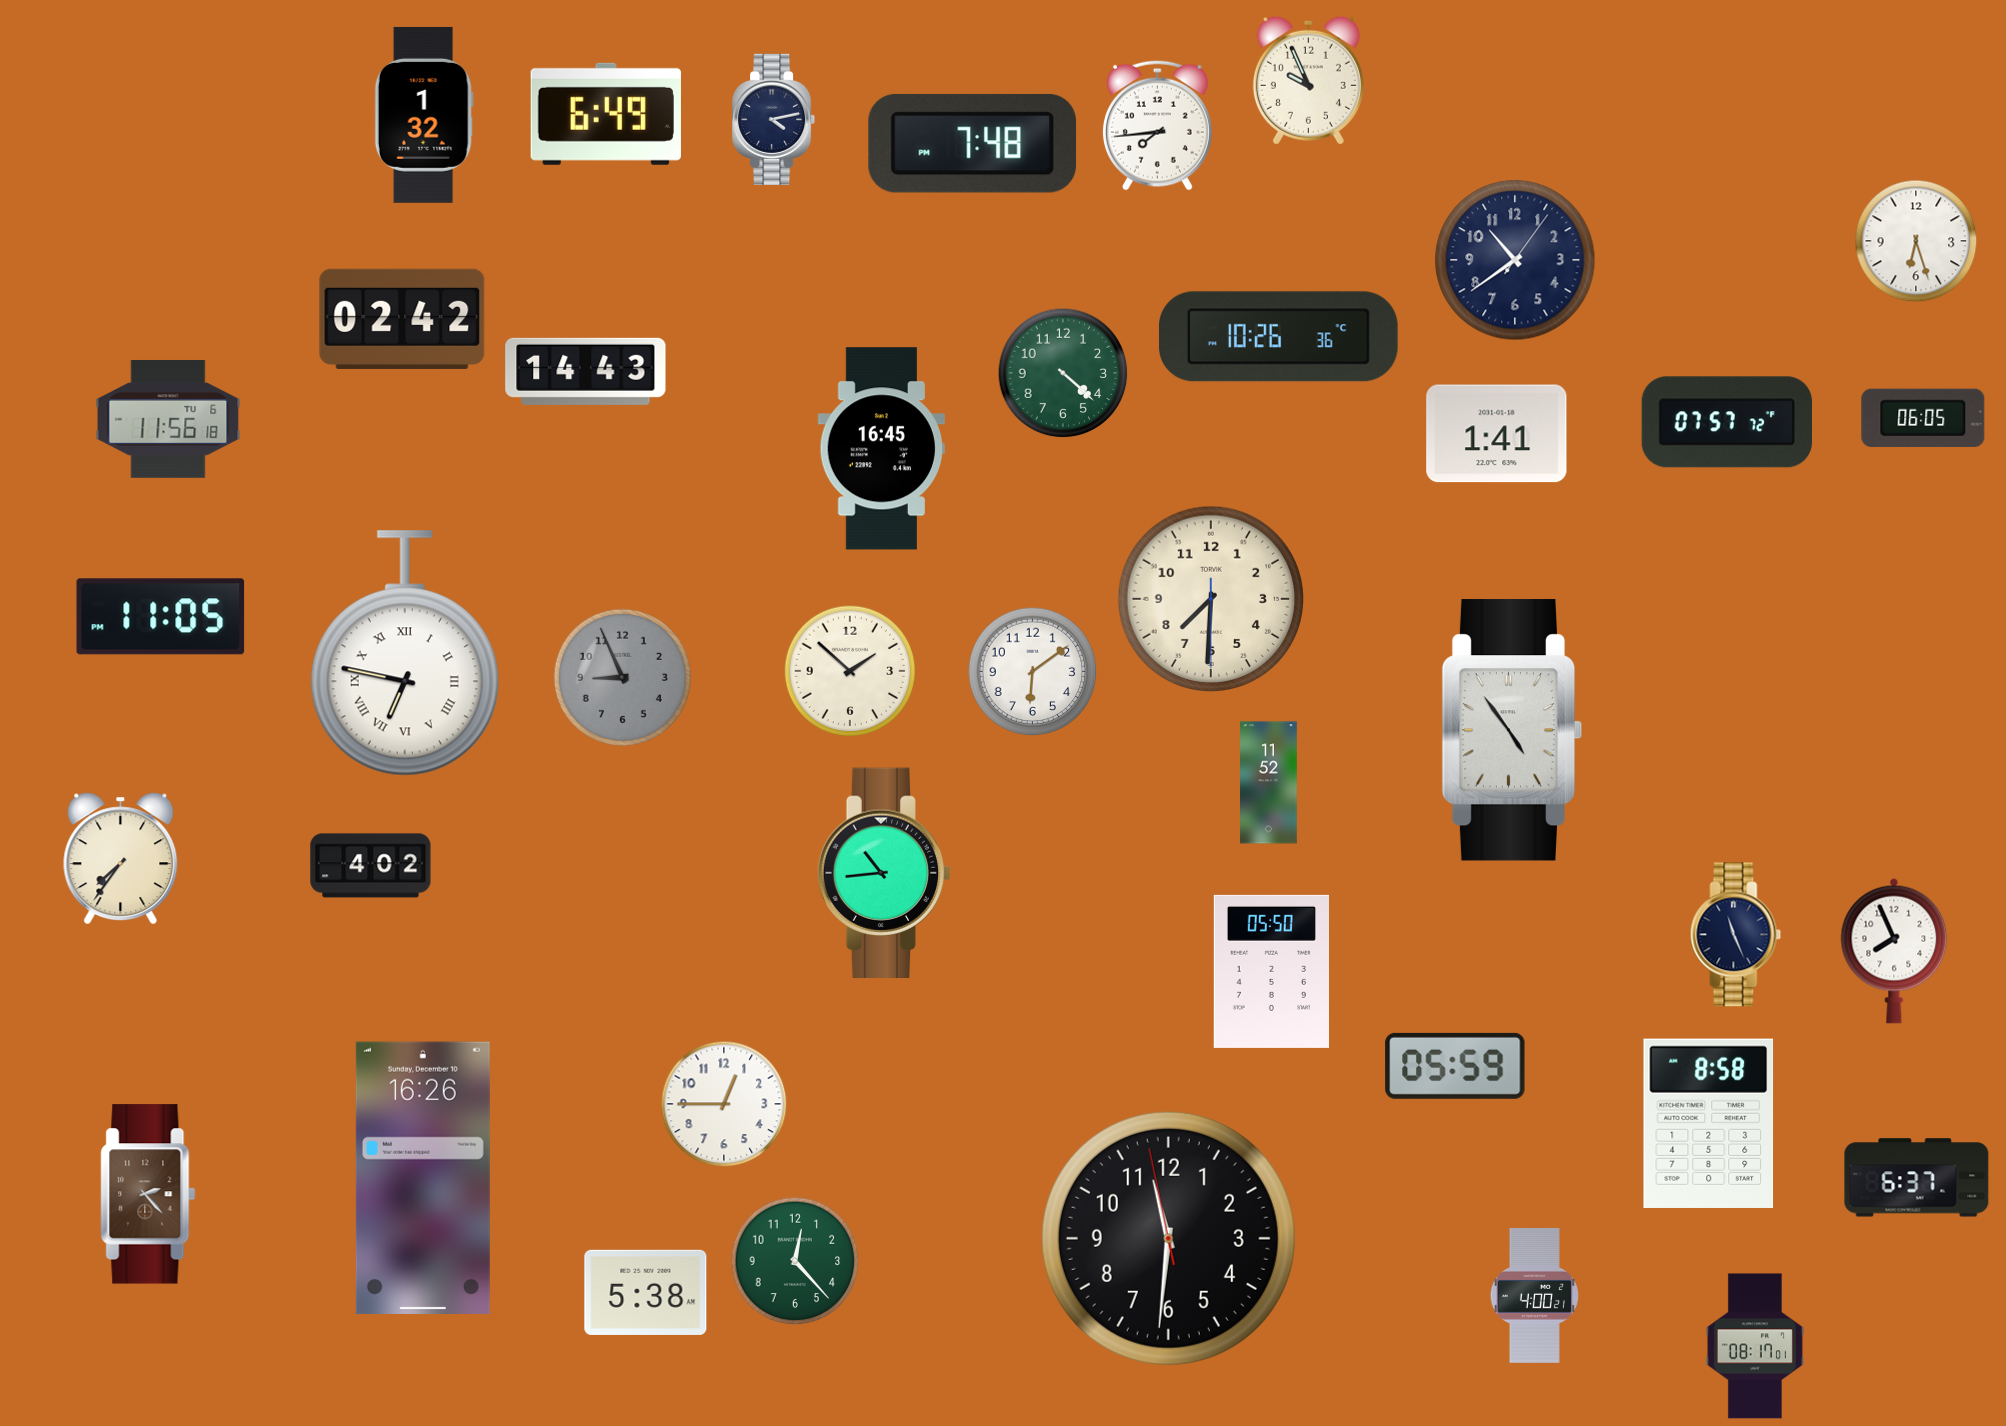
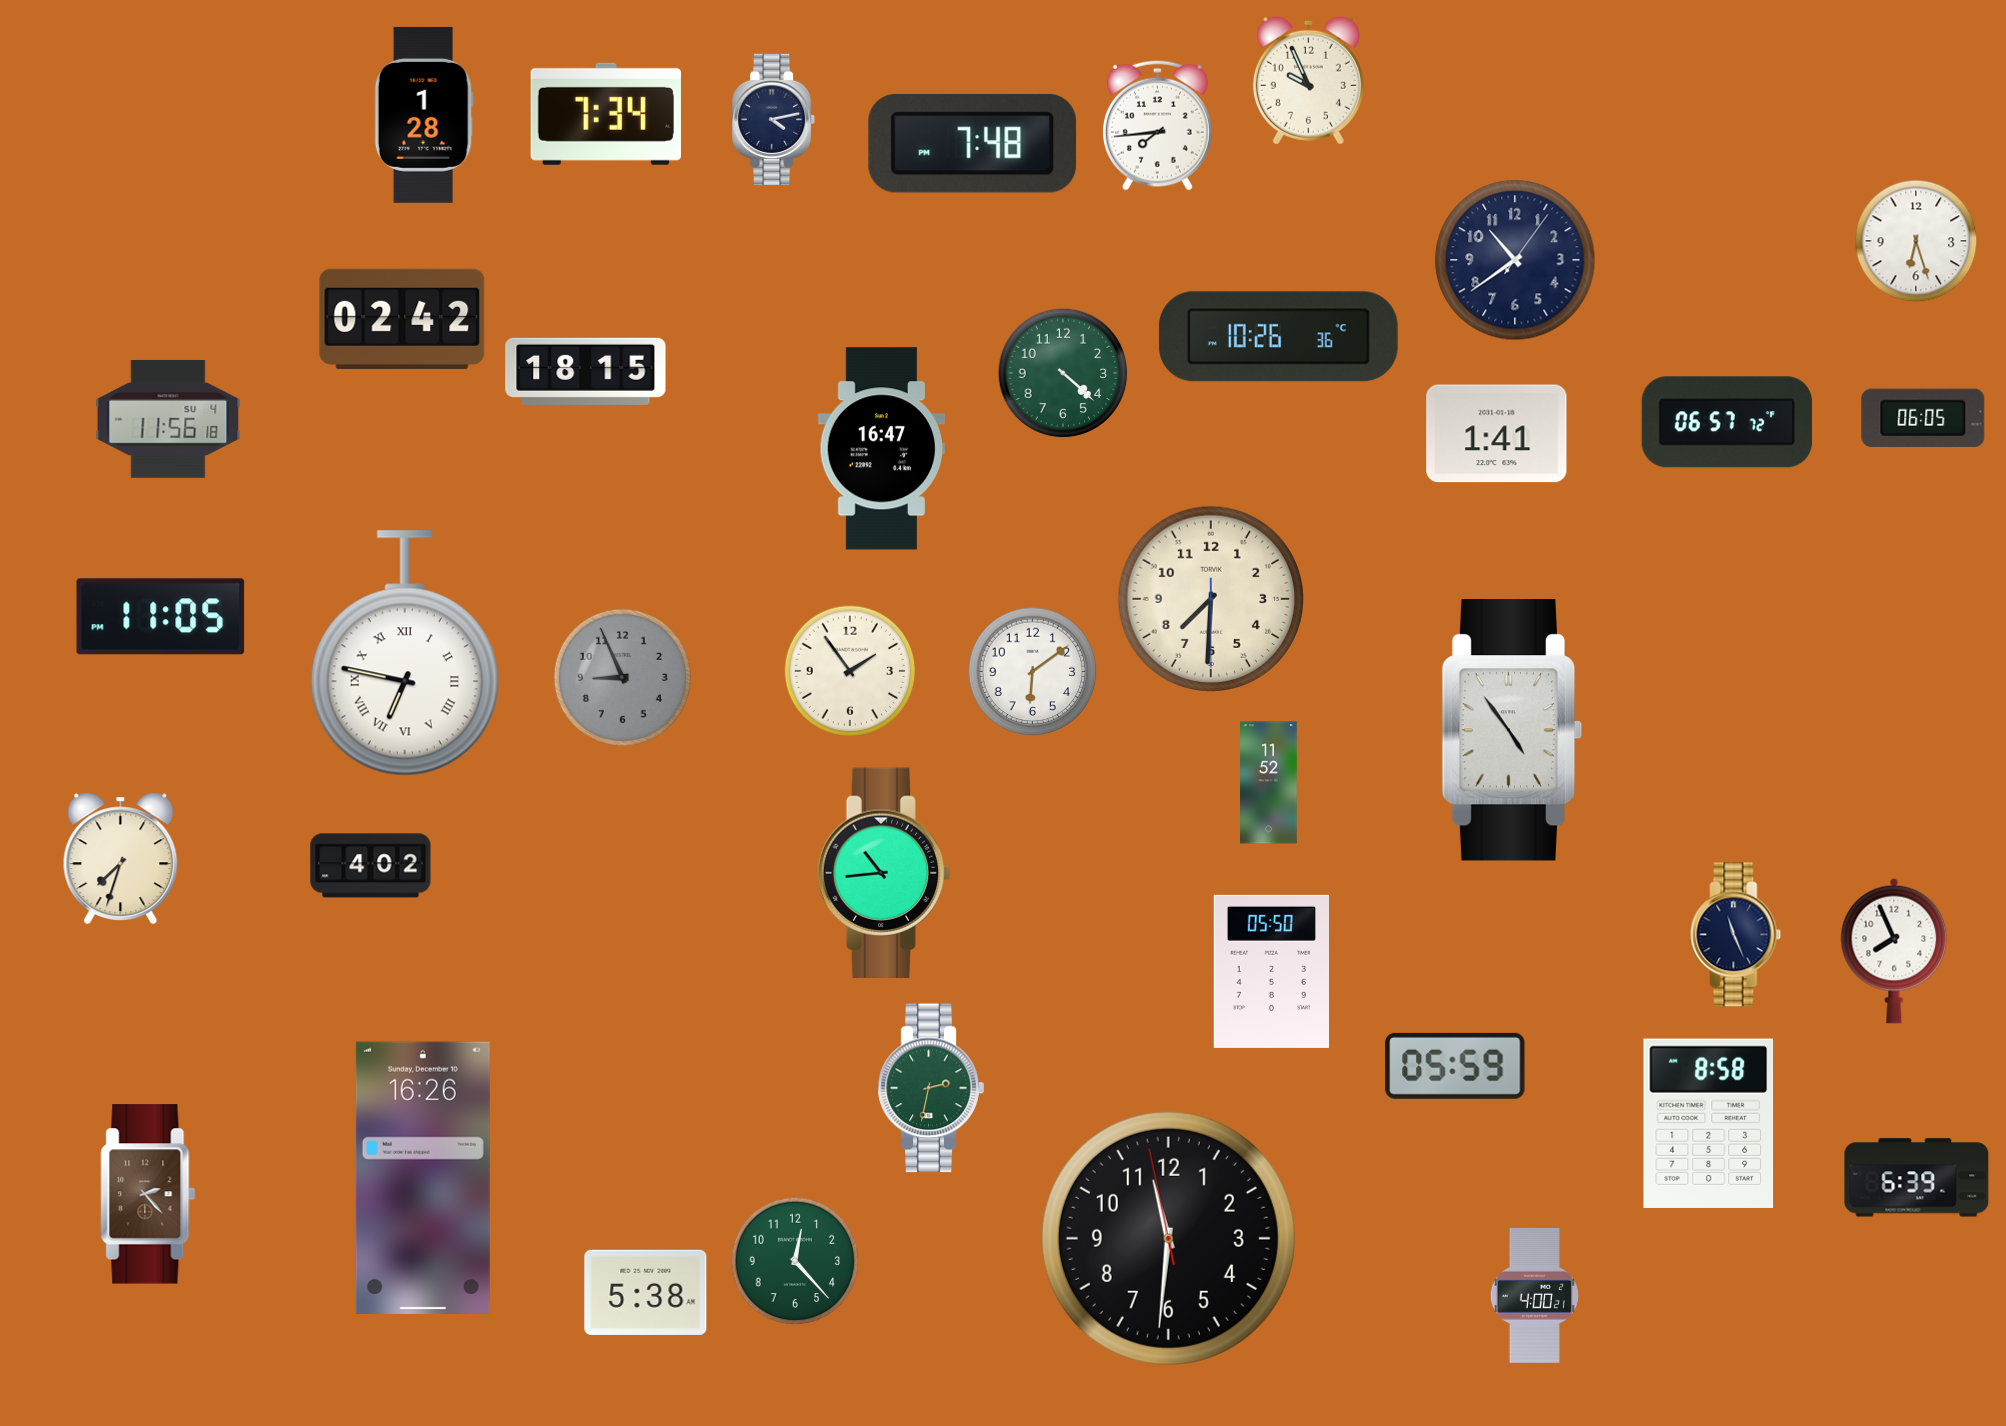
clock at (606, 114): 6:49 -> 7:34
clock at (424, 115): 1:32 -> 1:28
clock at (586, 371): 14:43 -> 18:15
clock at (168, 419) date: TU 6 -> SU 4
clock at (1727, 422): 07:57 -> 06:57
clock at (881, 449): 16:45 -> 16:47
clock at (850, 671): 1:52 -> 1:54
clock at (121, 859): 7:36 -> 7:33
clock at (931, 1088): none -> 2:32
clock at (724, 1104): 12:45 -> none
clock at (1917, 1178): 6:37 -> 6:39
clock at (1755, 1346): 08:17 -> none
